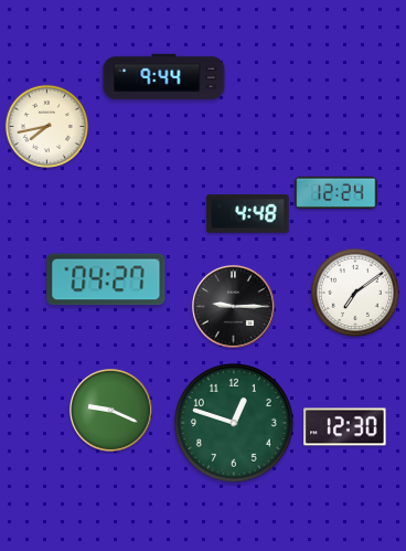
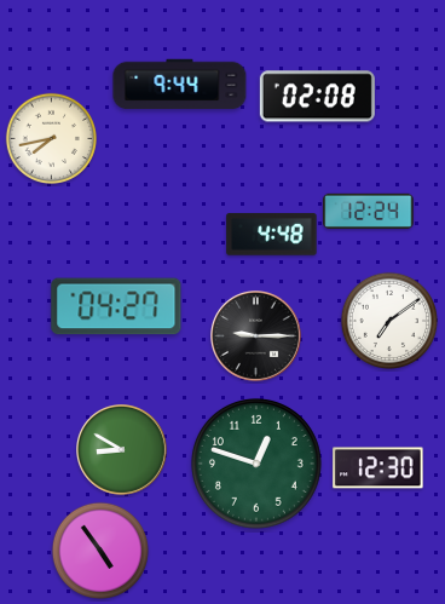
clock at (317, 97): none -> 02:08
clock at (111, 411): 9:19 -> 8:50
clock at (100, 551): none -> 4:54
